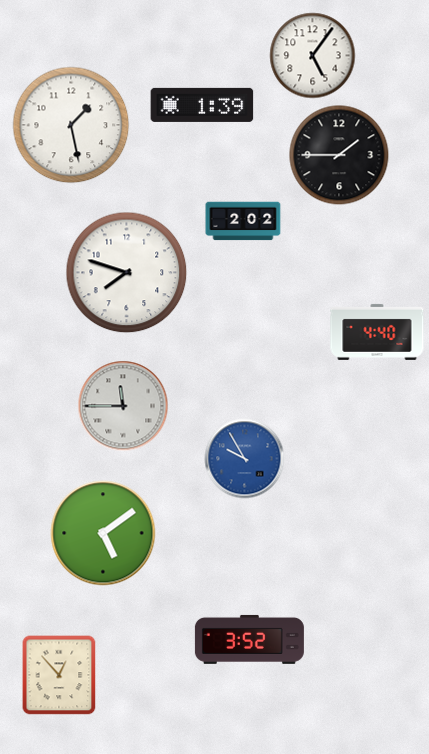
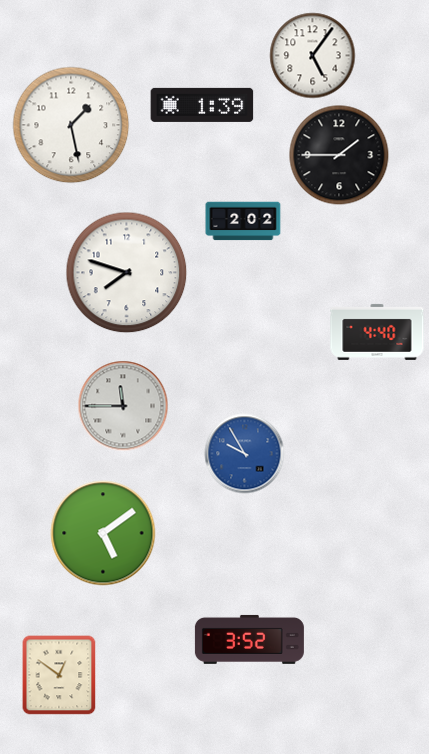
clock at (245, 459) position: (245, 459) -> (245, 454)
clock at (59, 675): 12:53 -> 12:51
